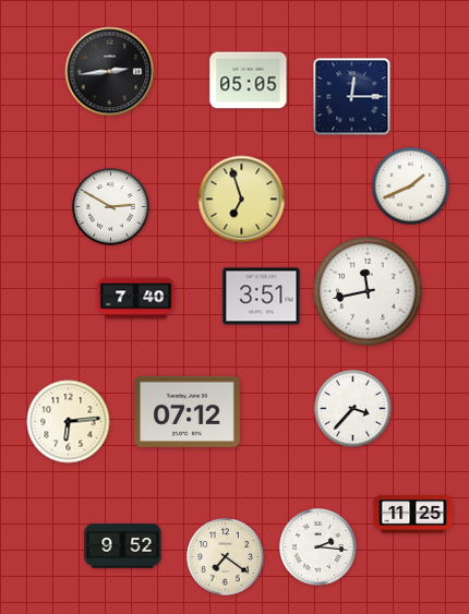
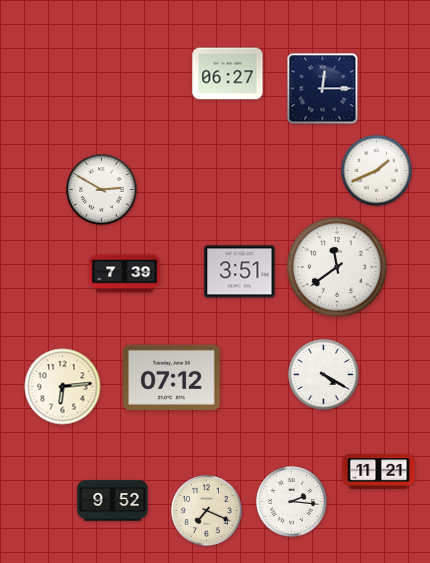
clock at (110, 72): 2:44 -> none
clock at (249, 81): 05:05 -> 06:27
clock at (242, 200): 6:57 -> none
clock at (368, 291): 11:43 -> 11:39
clock at (136, 299): 7:40 -> 7:39
clock at (353, 409): 3:37 -> 4:20
clock at (413, 515): 11:25 -> 11:21
clock at (226, 557): 7:21 -> 7:19
